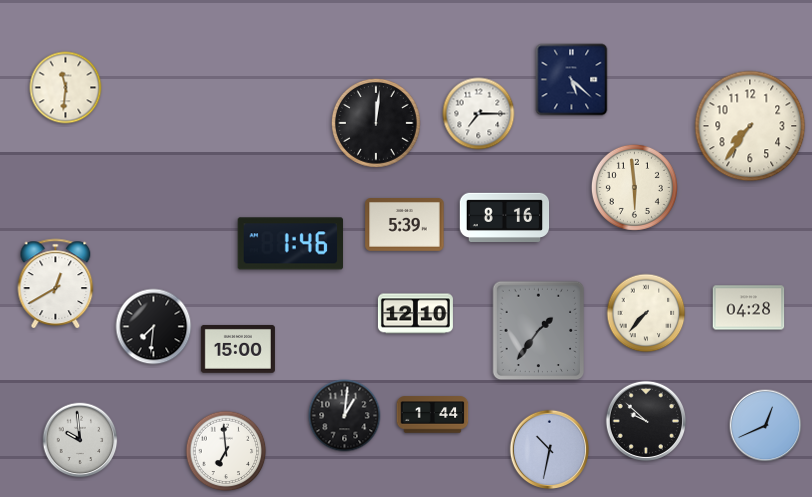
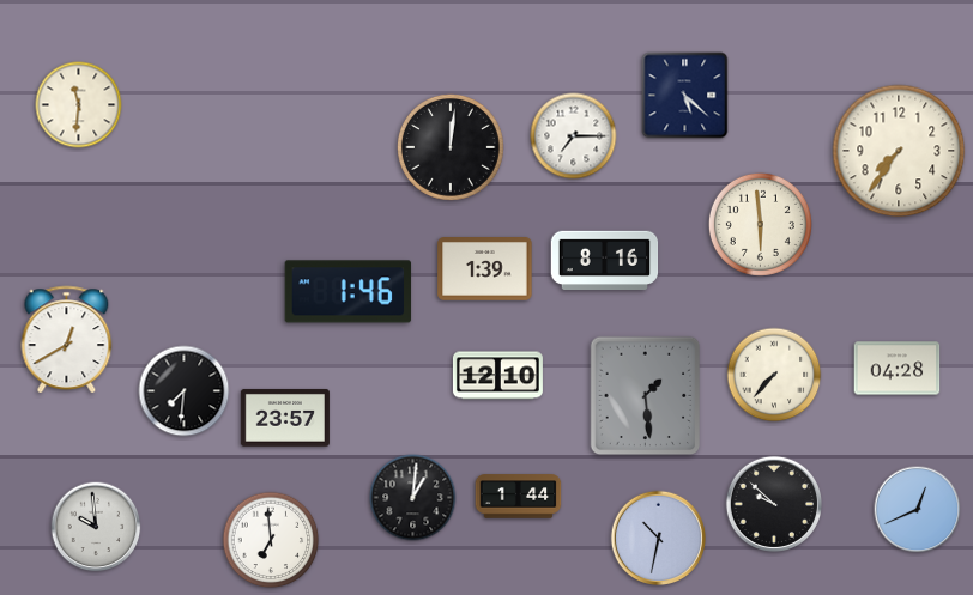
clock at (405, 225): 5:39 -> 1:39
clock at (539, 331): 1:36 -> 1:29
clock at (238, 349): 15:00 -> 23:57
